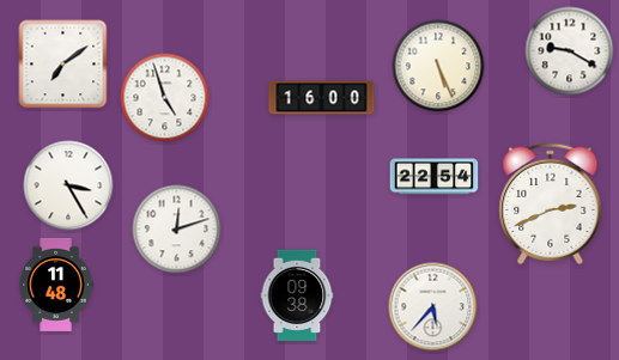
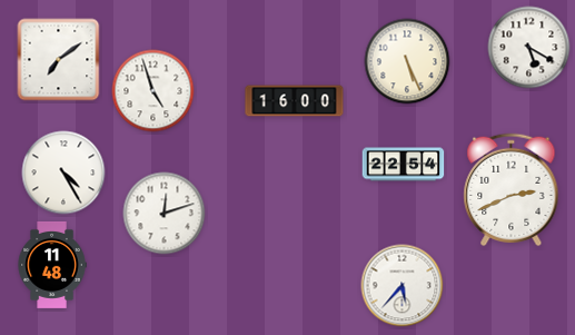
clock at (570, 51): 9:20 -> 5:20
clock at (322, 98) position: (322, 98) -> (295, 101)
clock at (68, 185): 3:25 -> 4:25
clock at (297, 295): 09:38 -> none
